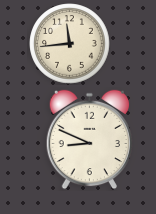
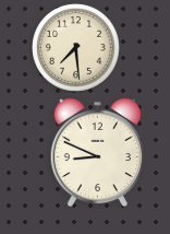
clock at (70, 44): 11:44 -> 7:29
